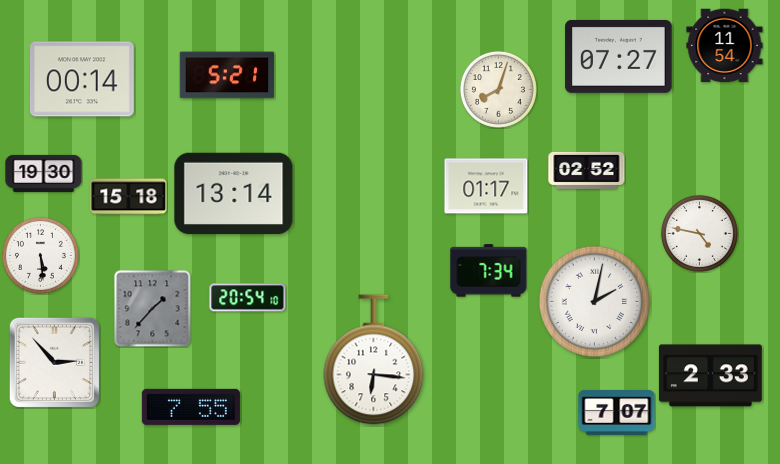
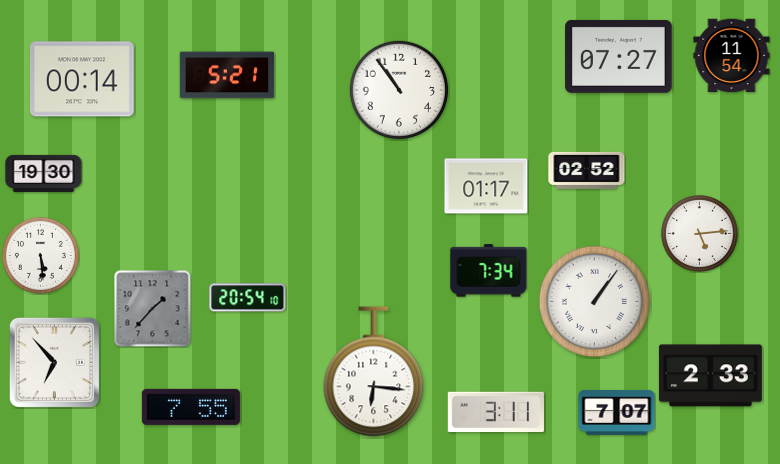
clock at (725, 46) position: (725, 46) -> (732, 56)
clock at (398, 89): none -> 10:54
clock at (498, 89): 8:03 -> none
clock at (234, 194): 13:14 -> none
clock at (129, 197): 15:18 -> none
clock at (699, 233): 4:47 -> 5:14
clock at (595, 302): 2:02 -> 1:06
clock at (374, 360) position: (374, 360) -> (374, 372)
clock at (54, 362): 2:53 -> 6:53
clock at (496, 412): none -> 3:11
